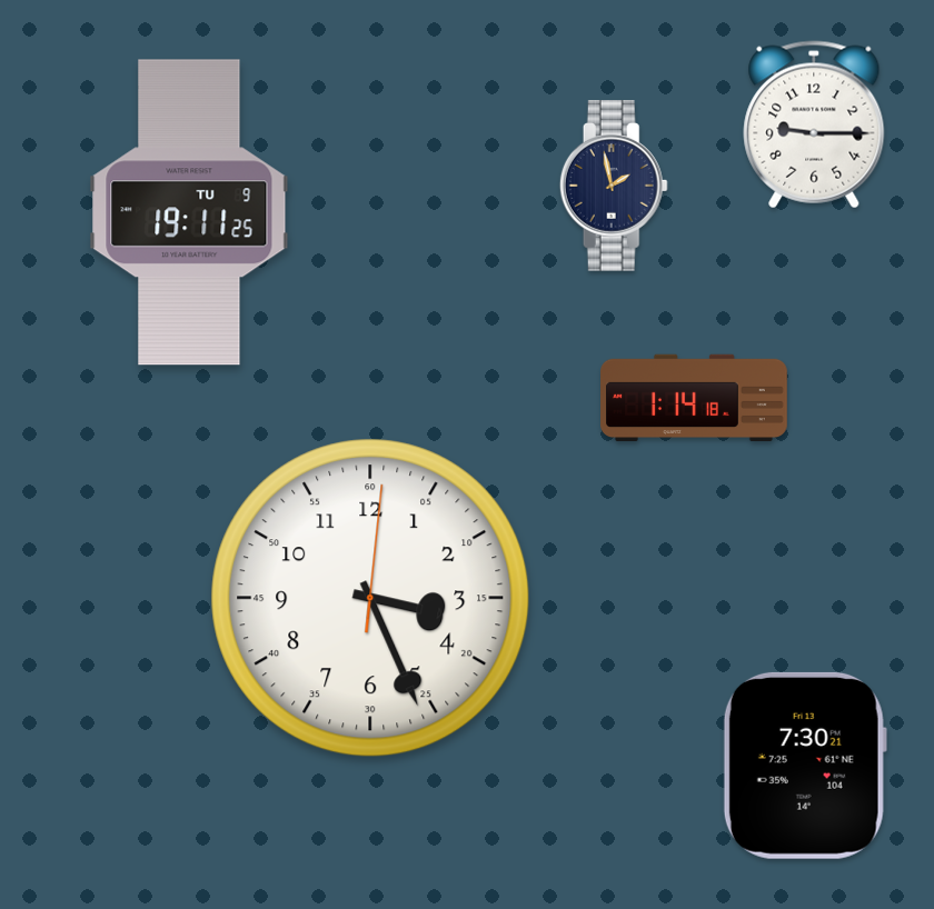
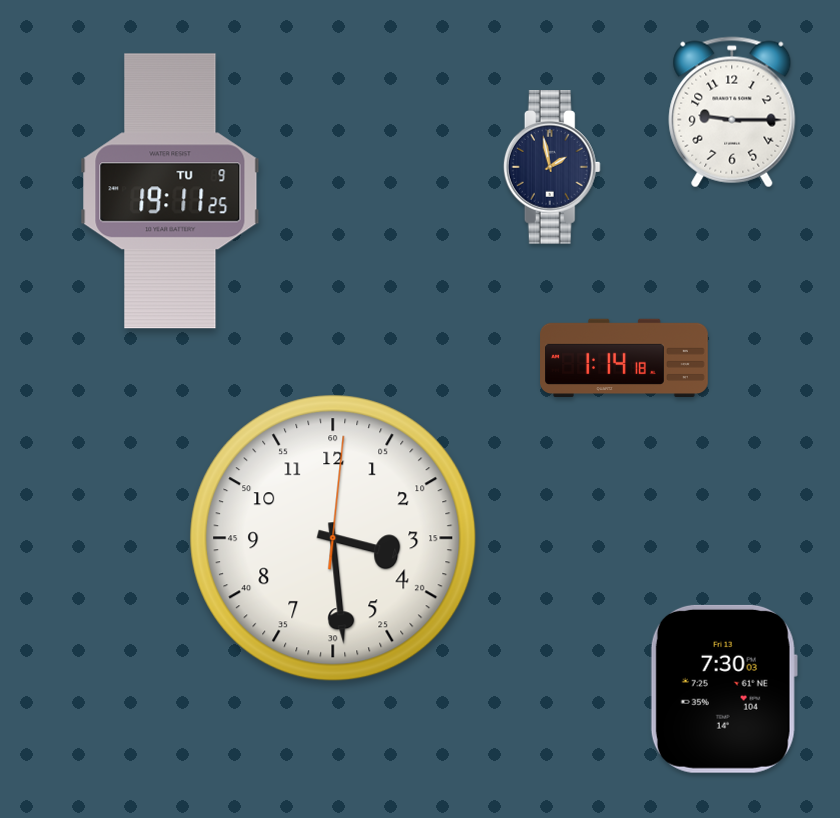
clock at (370, 598): 3:26 -> 3:29
clock at (805, 766): 7:30:21 -> 7:30:03
